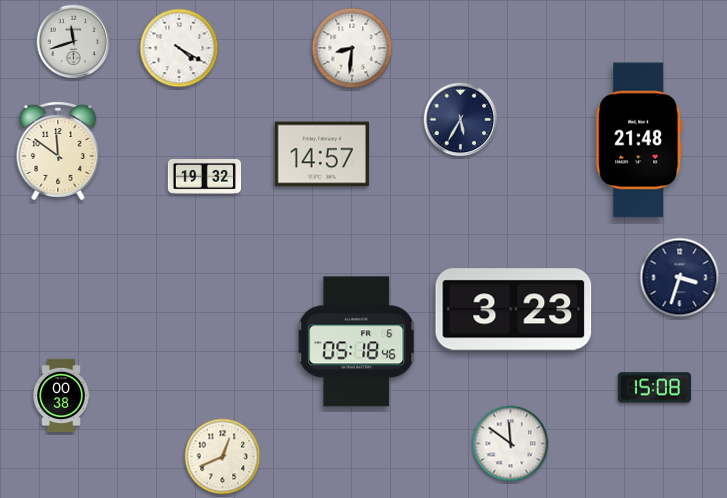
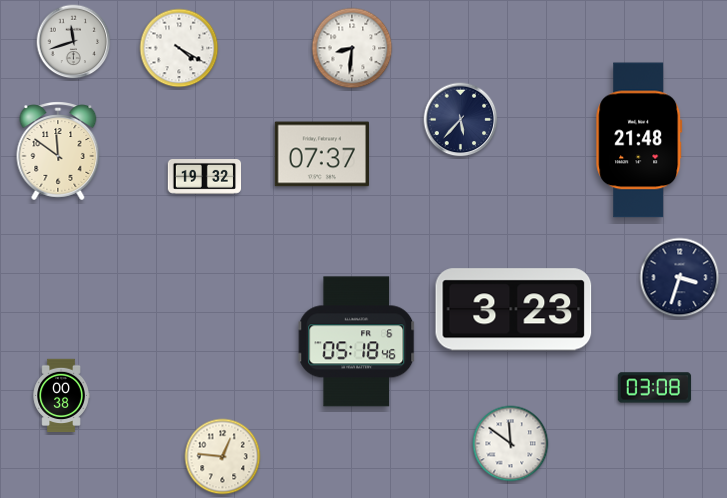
clock at (461, 120): 5:35 -> 5:37
clock at (321, 154): 14:57 -> 07:37
clock at (655, 388): 15:08 -> 03:08
clock at (223, 457): 12:41 -> 12:46
